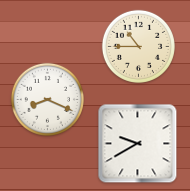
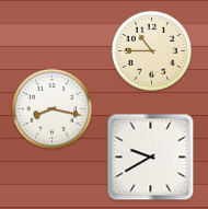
clock at (47, 99): 8:19 -> 8:17
